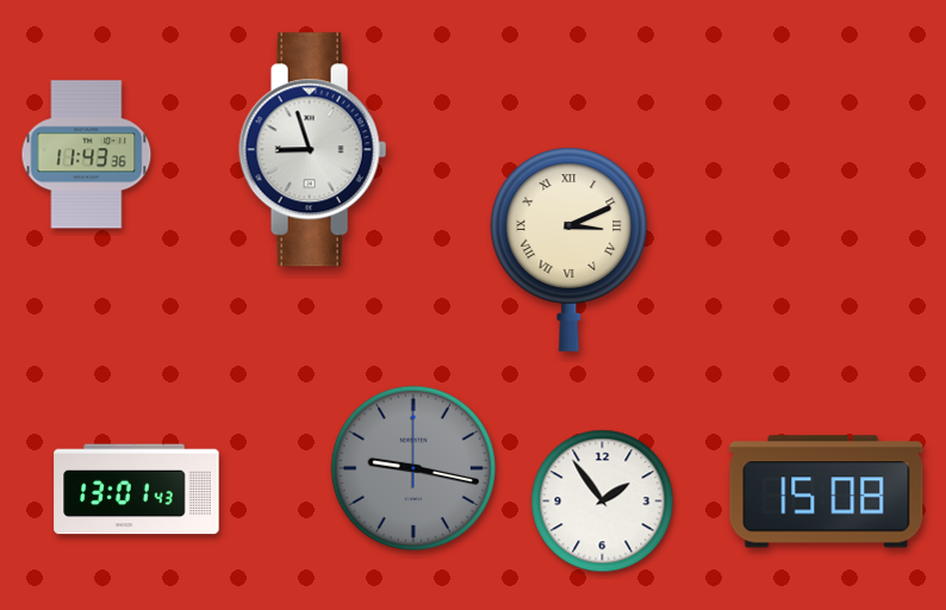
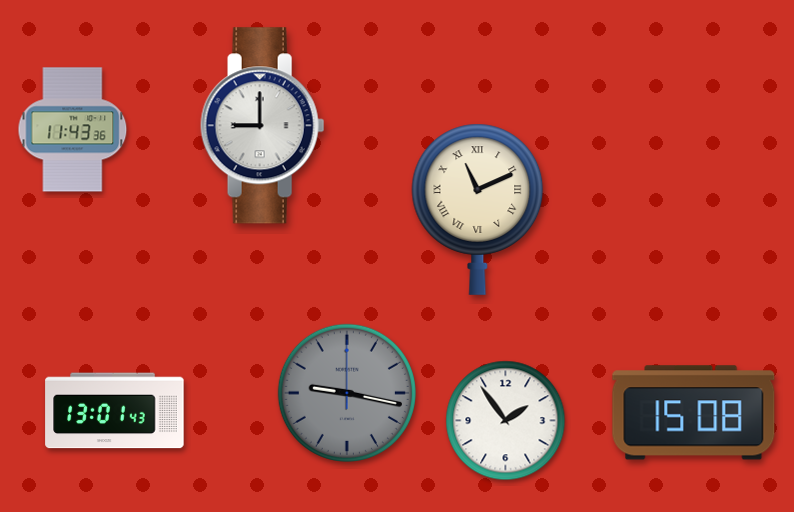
clock at (313, 150): 8:57 -> 9:00
clock at (570, 249): 3:11 -> 11:11
